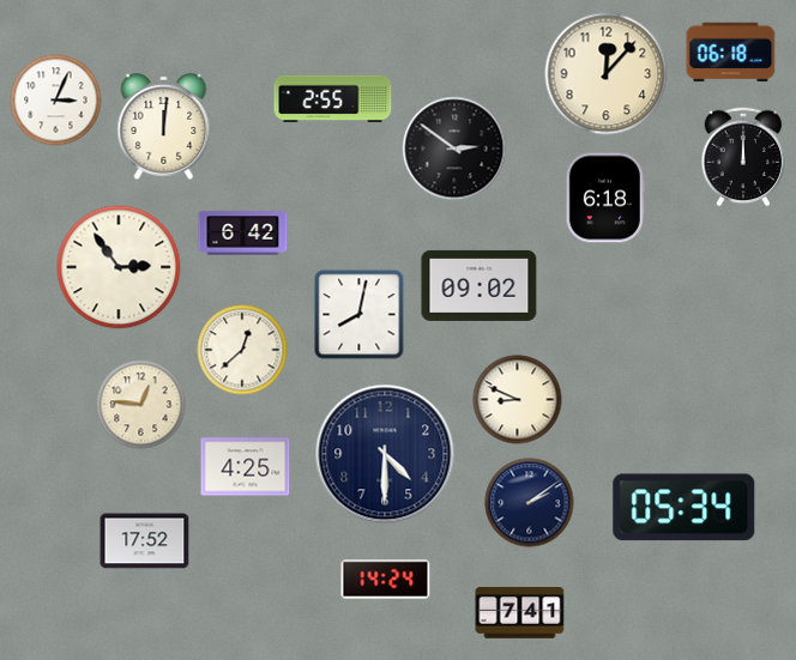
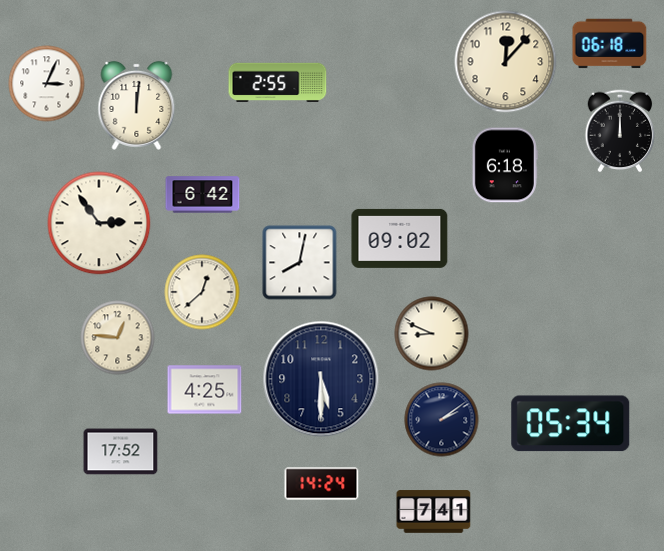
clock at (454, 149): 2:51 -> none
clock at (385, 454): 4:30 -> 5:30
